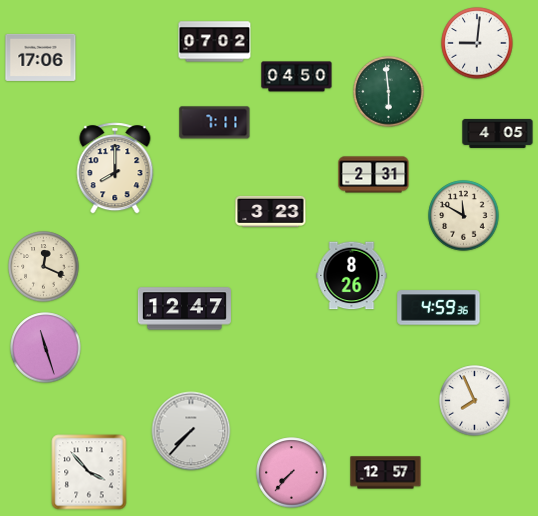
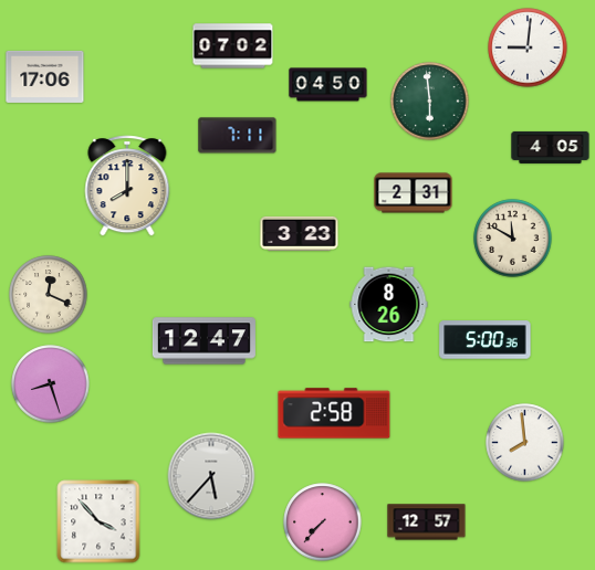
clock at (215, 42) position: (215, 42) -> (233, 46)
clock at (41, 57) position: (41, 57) -> (45, 76)
clock at (439, 308): 4:59 -> 5:00
clock at (46, 348): 11:27 -> 8:27
clock at (334, 413): none -> 2:58
clock at (475, 401): 7:56 -> 7:59
clock at (191, 431): 7:37 -> 5:37
